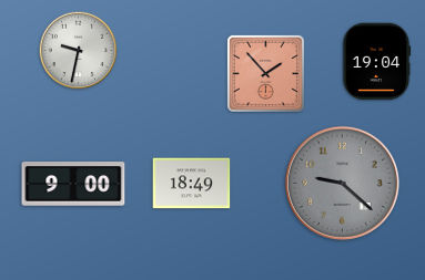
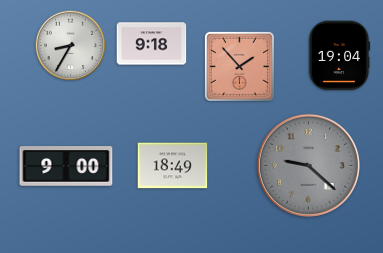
clock at (152, 44): none -> 9:18
clock at (79, 51): 9:32 -> 8:35
